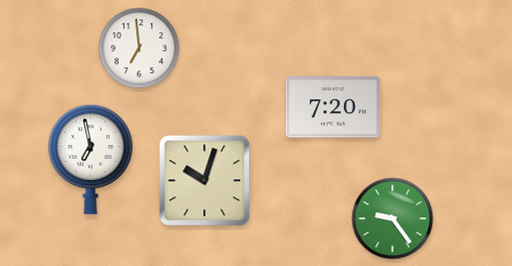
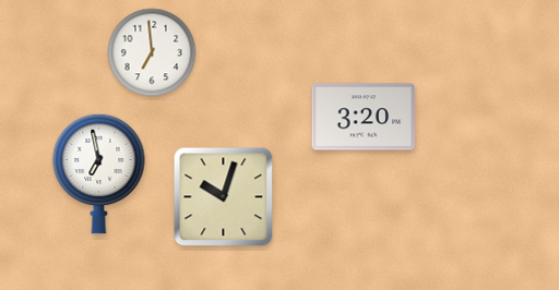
clock at (333, 107): 7:20 -> 3:20
clock at (393, 219): 9:24 -> none
